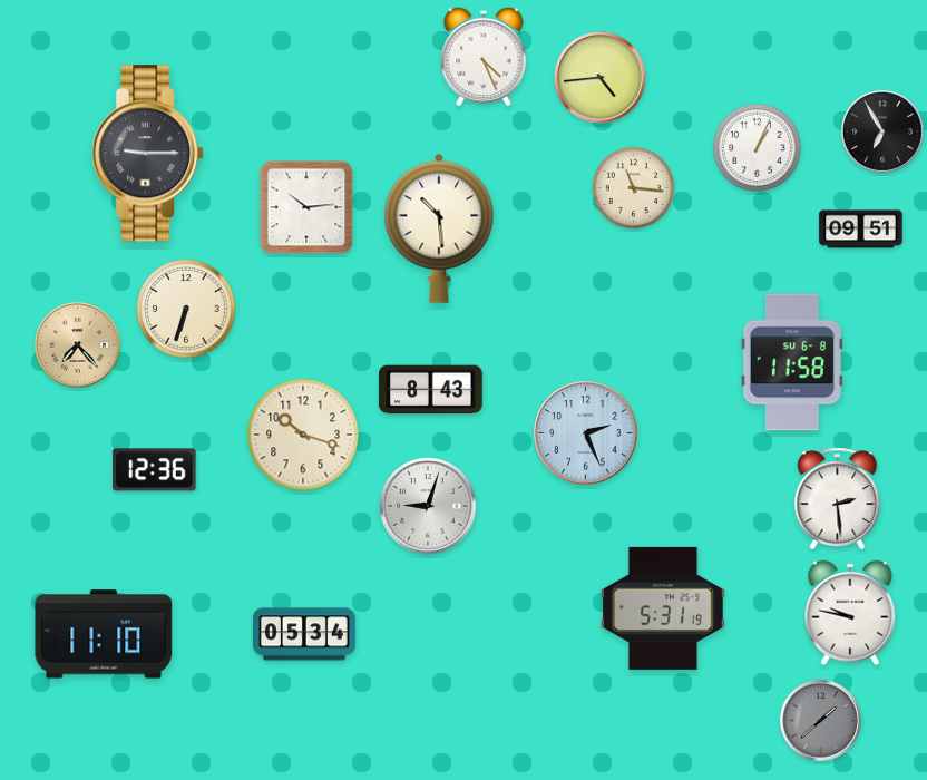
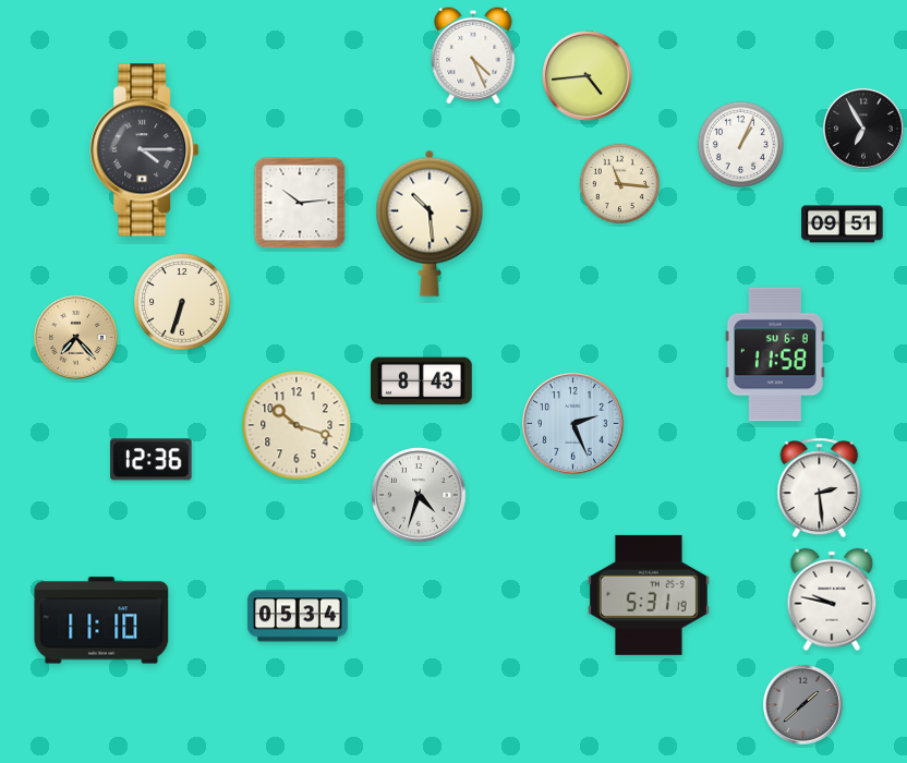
clock at (148, 154): 9:15 -> 4:15
clock at (428, 506): 9:03 -> 4:33
clock at (304, 634) position: (304, 634) -> (298, 616)
